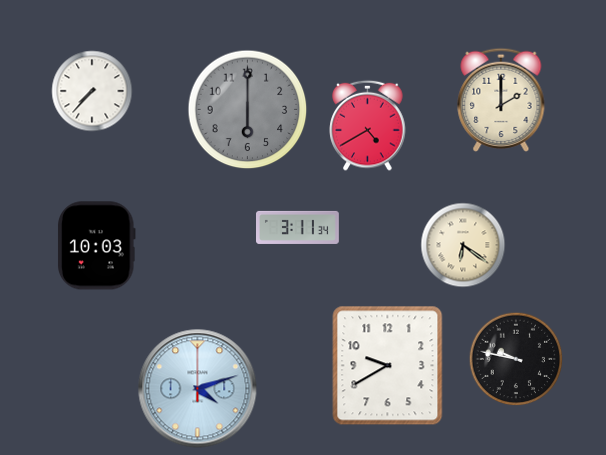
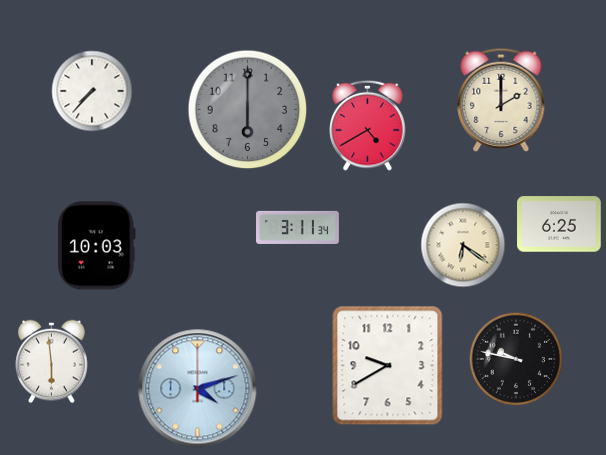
clock at (559, 224): none -> 6:25
clock at (52, 362): none -> 5:59
